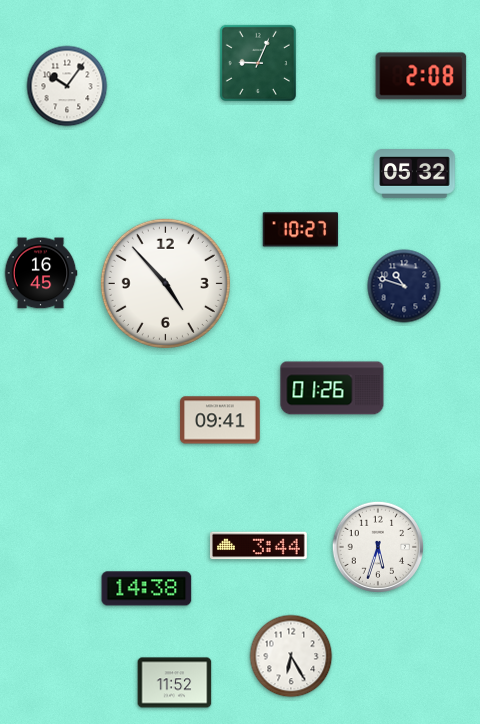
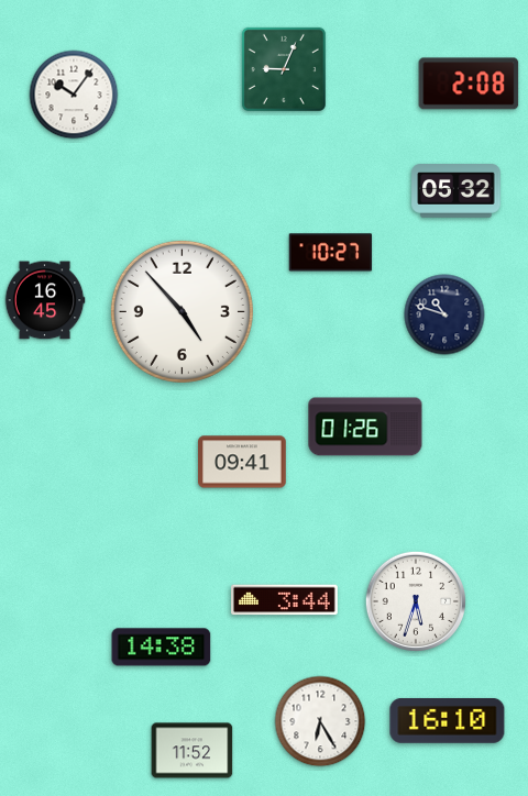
clock at (421, 76) position: (421, 76) -> (469, 84)
clock at (448, 721): none -> 16:10
